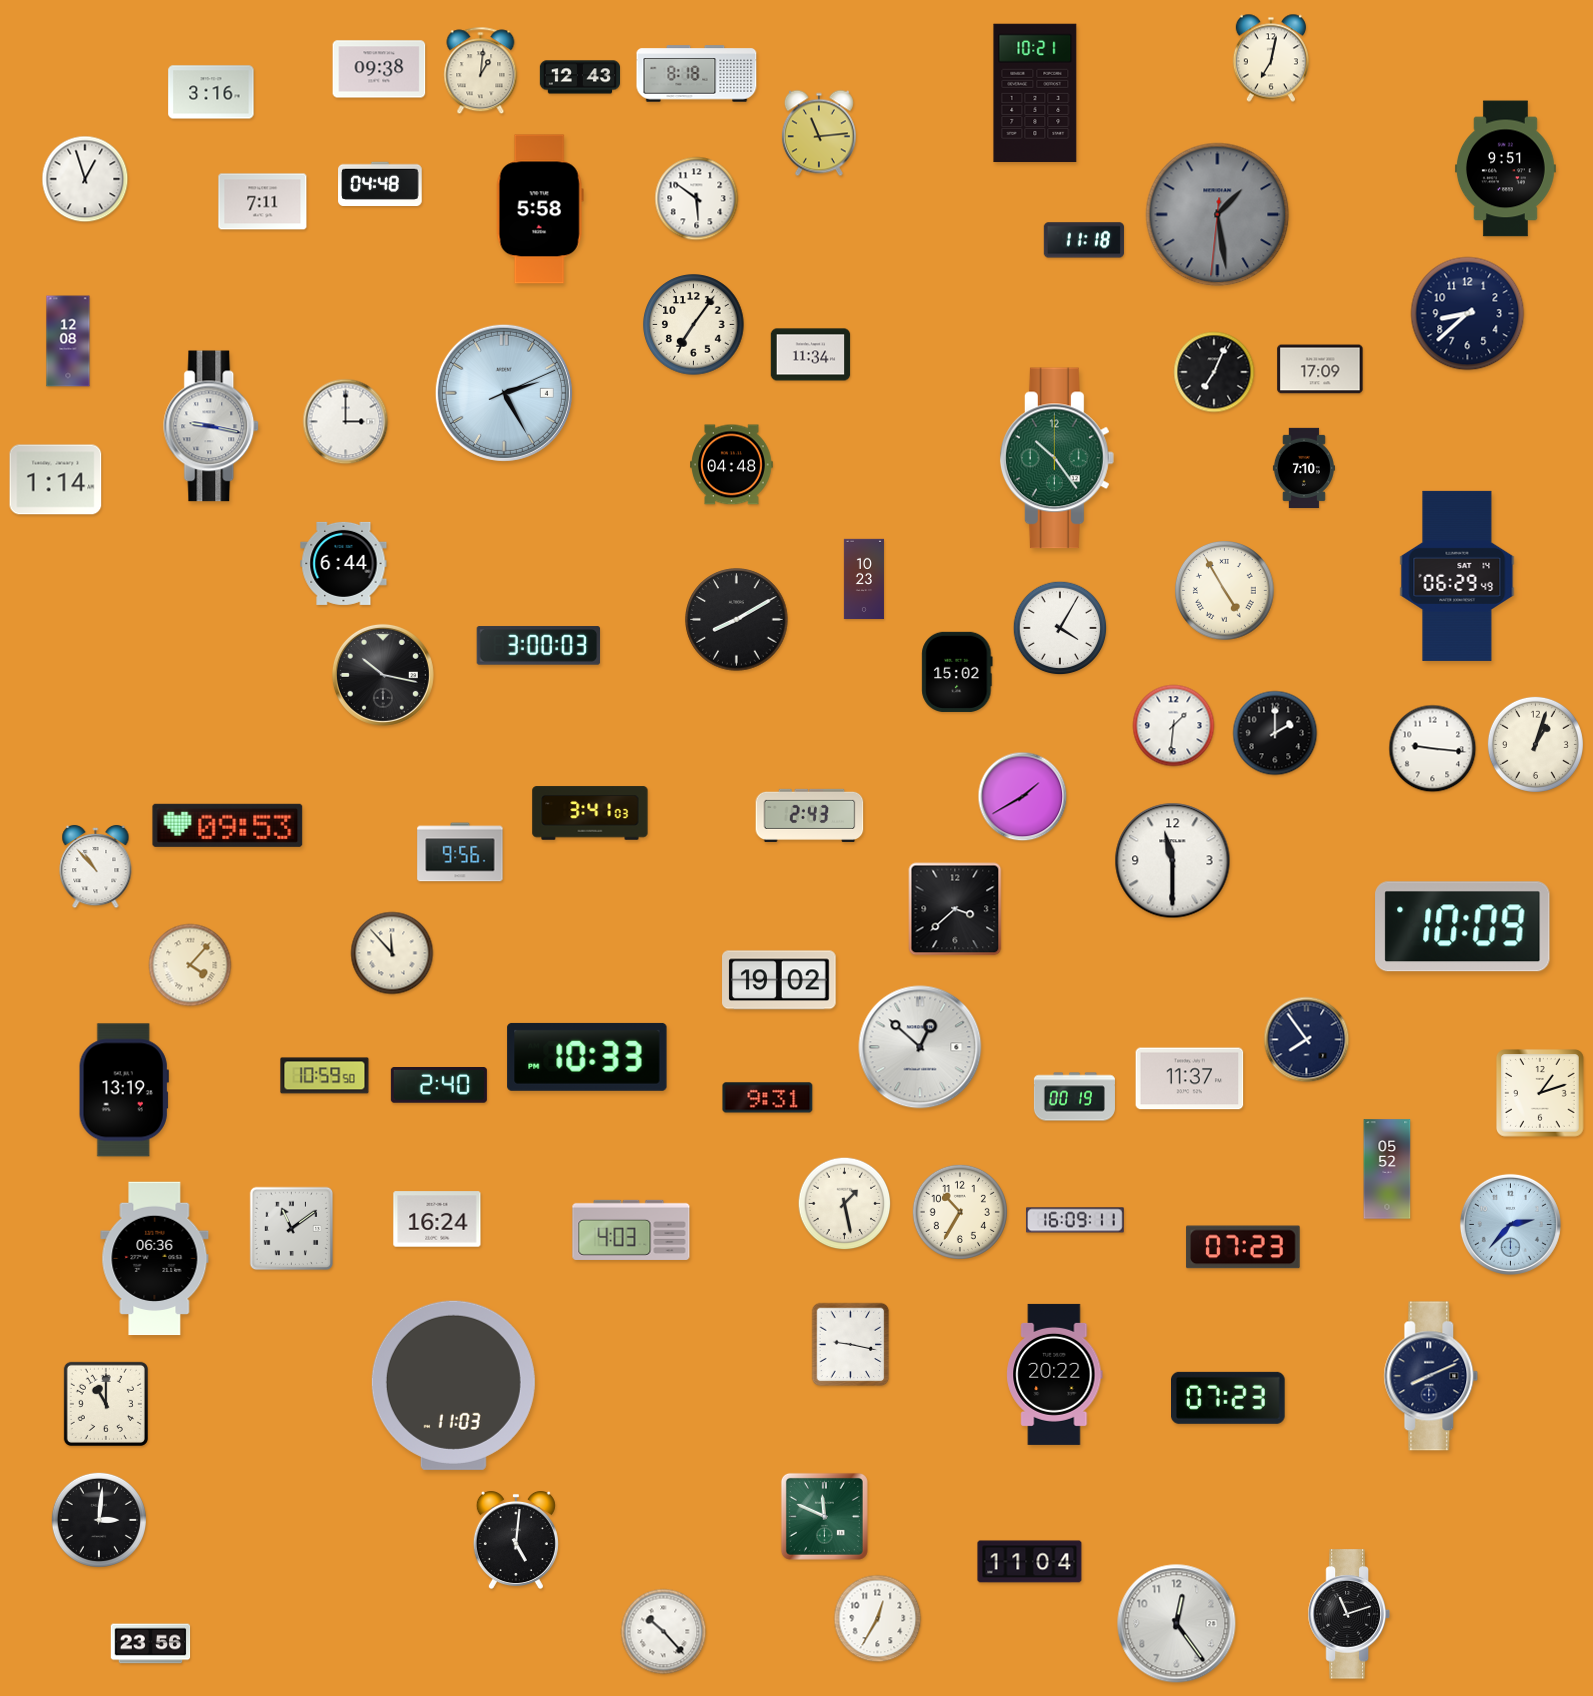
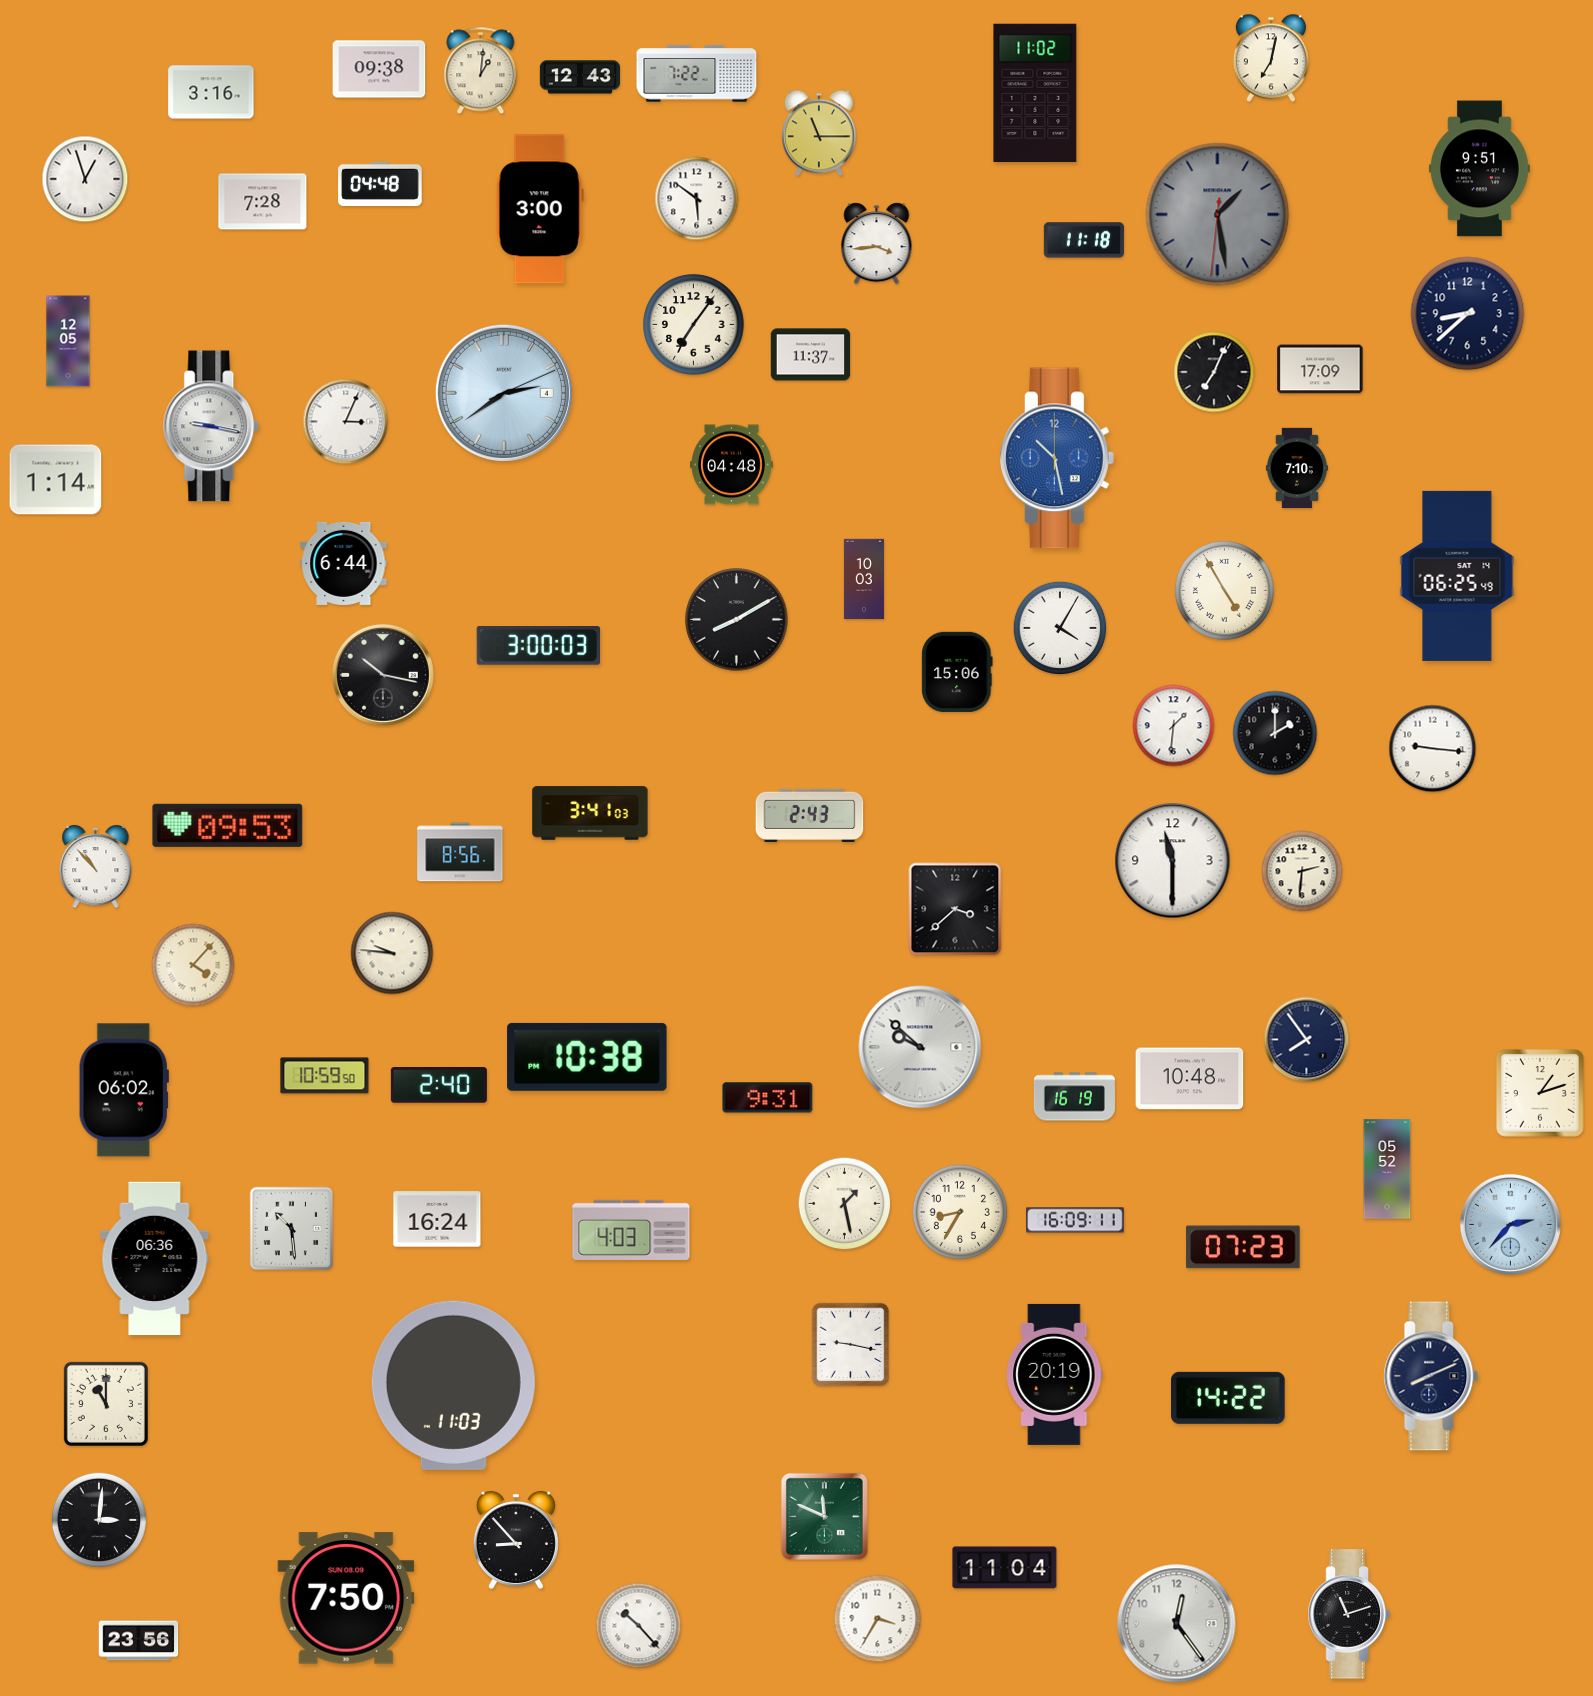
clock at (697, 74): 8:18 -> 7:22
clock at (1035, 93): 10:21 -> 11:02
clock at (819, 133): 11:14 -> 11:15
clock at (1506, 169) position: (1506, 169) -> (1480, 169)
clock at (263, 202): 7:11 -> 7:28
clock at (540, 209): 5:58 -> 3:00
clock at (877, 244): none -> 3:44
clock at (68, 341): 12:08 -> 12:05
clock at (811, 355): 11:34 -> 11:37
clock at (504, 393): 2:25 -> 2:39
clock at (346, 422): 3:00 -> 3:04
clock at (1057, 458): 10:24 -> 10:28
clock at (1057, 458) dial: green -> blue
clock at (1304, 468) position: (1304, 468) -> (1297, 468)
clock at (1457, 576): 06:29 -> 06:25
clock at (864, 579): 10:23 -> 10:03
clock at (957, 672): 15:02 -> 15:06
clock at (1535, 744): 1:03 -> none
clock at (1023, 797): 1:40 -> none
clock at (460, 852): 9:56 -> 8:56
clock at (1302, 871): none -> 2:31
clock at (1463, 927): 10:09 -> none
clock at (392, 953): 11:53 -> 9:46
clock at (190, 965) position: (190, 965) -> (193, 965)
clock at (779, 980): 19:02 -> none
clock at (920, 1047): 12:52 -> 9:52
clock at (587, 1057): 10:33 -> 10:38
clock at (1190, 1079): 11:37 -> 10:48
clock at (124, 1090): 13:19 -> 06:02
clock at (1074, 1097): 00:19 -> 16:19
clock at (960, 1212): 10:35 -> 8:35
clock at (292, 1229): 11:09 -> 10:29
clock at (1055, 1374): 20:22 -> 20:19
clock at (1229, 1398): 07:23 -> 14:22
clock at (516, 1540): 5:01 -> 8:53
clock at (1030, 1562) position: (1030, 1562) -> (1005, 1568)
clock at (346, 1598): none -> 7:50
clock at (878, 1619): 12:35 -> 3:35
clock at (664, 1632) position: (664, 1632) -> (639, 1626)
clock at (151, 1644) position: (151, 1644) -> (139, 1641)
